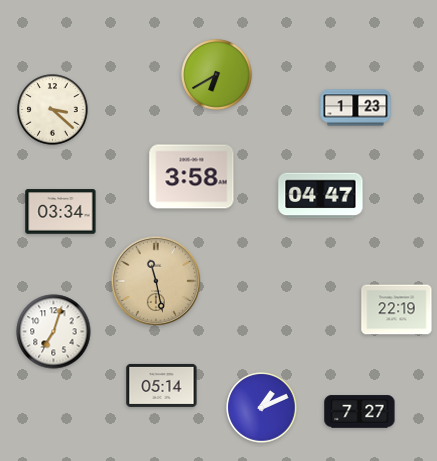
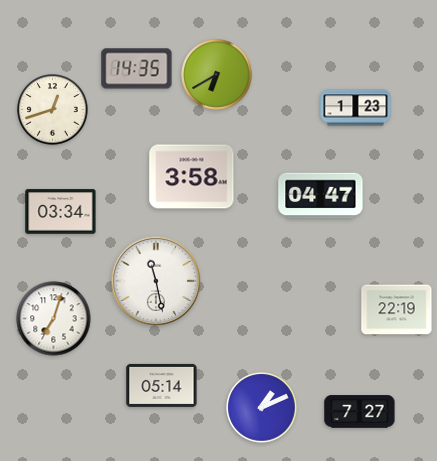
clock at (137, 69): none -> 14:35
clock at (53, 110): 3:22 -> 12:42
clock at (156, 281) dial: champagne -> white
clock at (54, 332) position: (54, 332) -> (54, 319)
